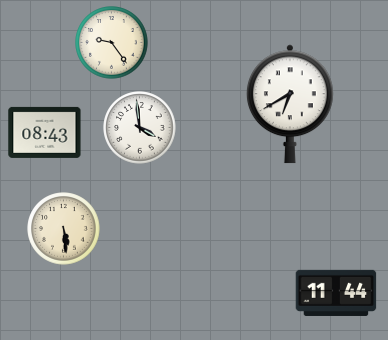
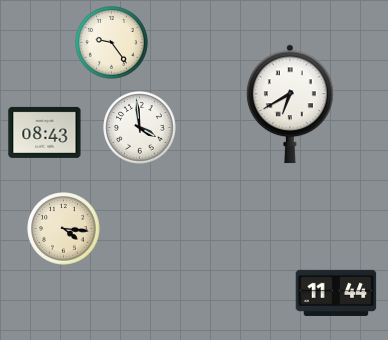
clock at (64, 229): 5:29 -> 4:16
